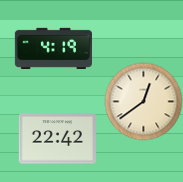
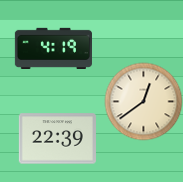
clock at (57, 139): 22:42 -> 22:39
